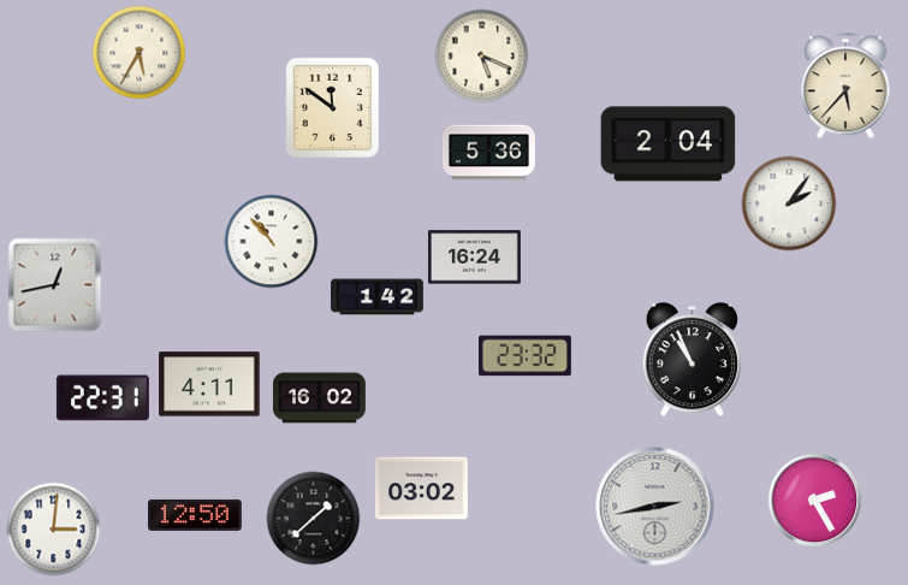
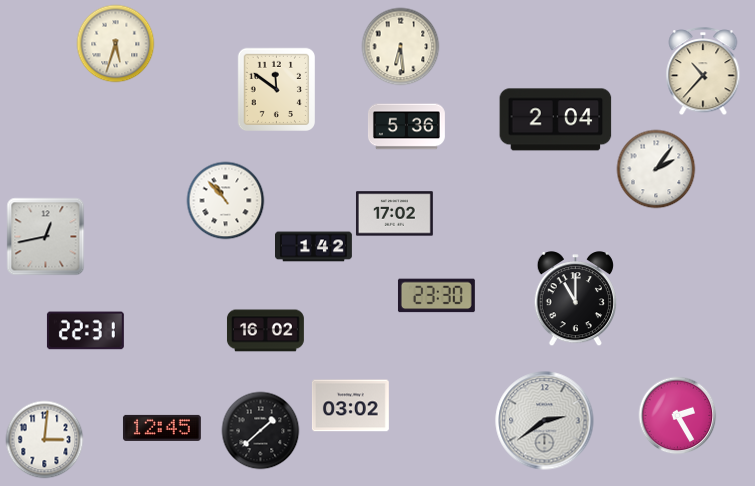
clock at (138, 52): 5:35 -> 5:33
clock at (481, 55): 5:19 -> 6:29
clock at (845, 85): 5:37 -> 10:37
clock at (474, 258): 16:24 -> 17:02
clock at (524, 356): 23:32 -> 23:30
clock at (692, 360): 10:56 -> 11:00
clock at (209, 384): 4:11 -> none
clock at (655, 507): 2:43 -> 2:39
clock at (195, 515): 12:50 -> 12:45
